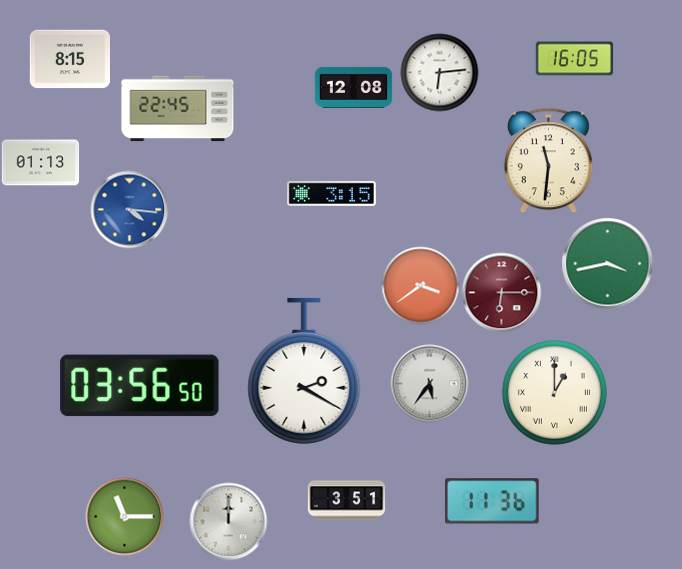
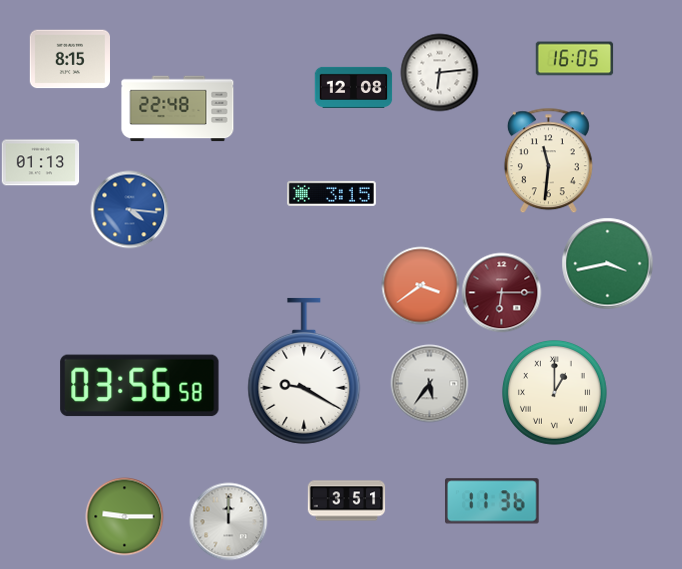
clock at (178, 109): 22:45 -> 22:48
clock at (304, 371): 2:20 -> 9:20
clock at (140, 386): 03:56:50 -> 03:56:58
clock at (124, 516): 11:15 -> 9:15
